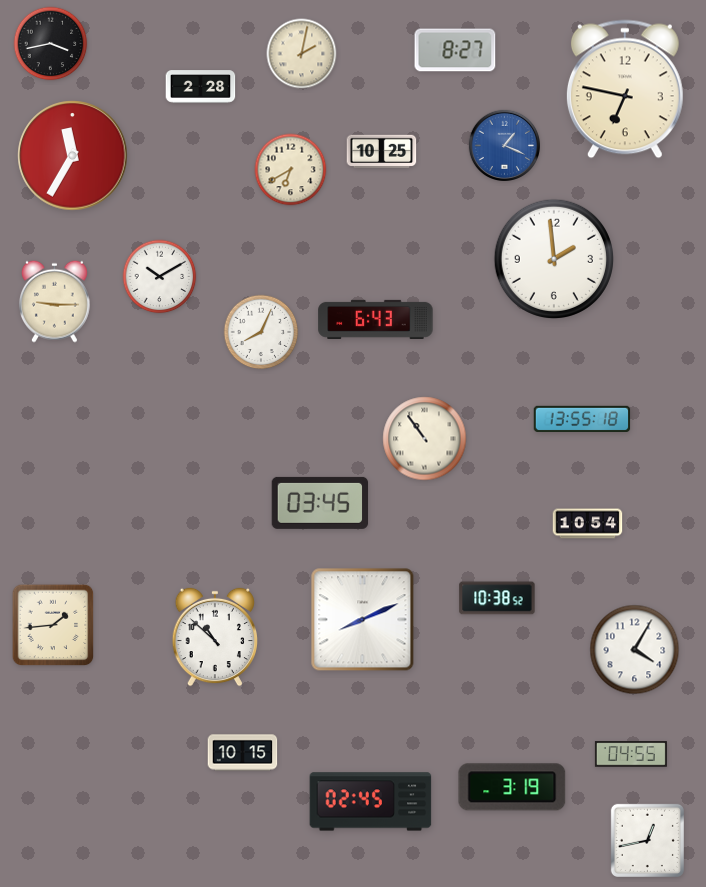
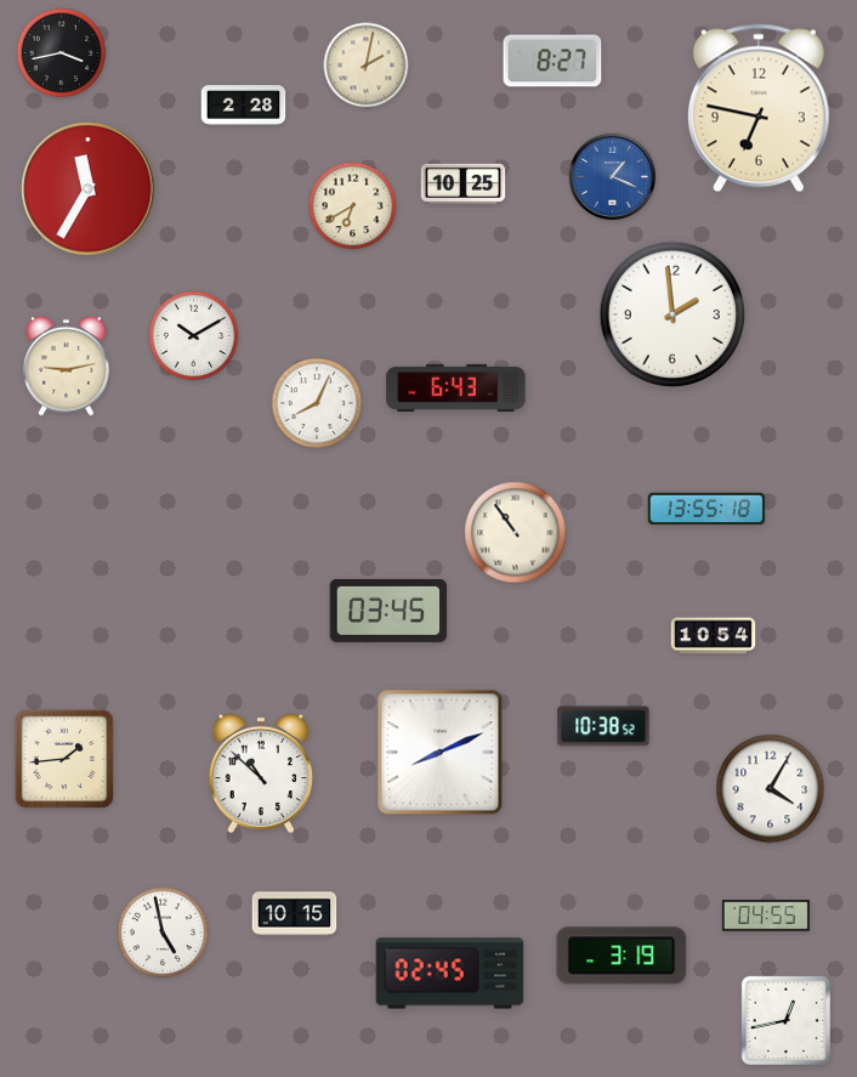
clock at (54, 301): 9:15 -> 9:13
clock at (163, 933): none -> 4:58
